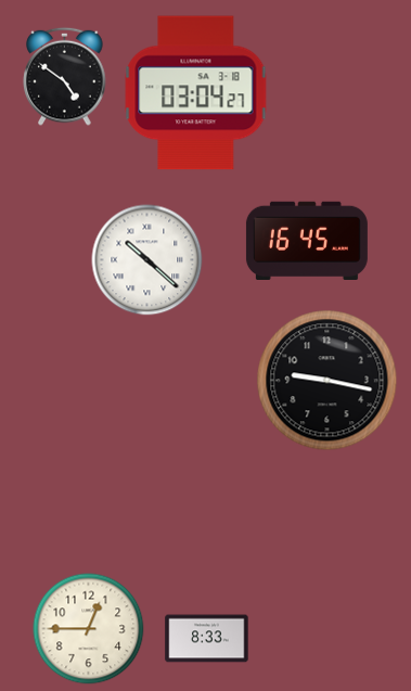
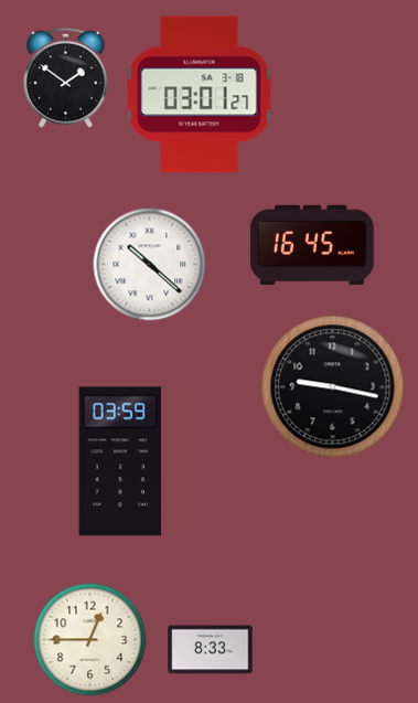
clock at (65, 76): 4:51 -> 1:51
clock at (196, 93): 03:04 -> 03:01
clock at (120, 461): none -> 03:59
